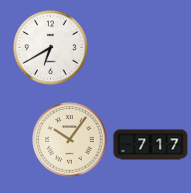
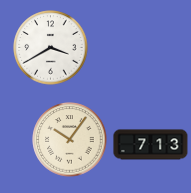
clock at (51, 48): 6:40 -> 3:40
clock at (151, 145): 7:17 -> 7:13
